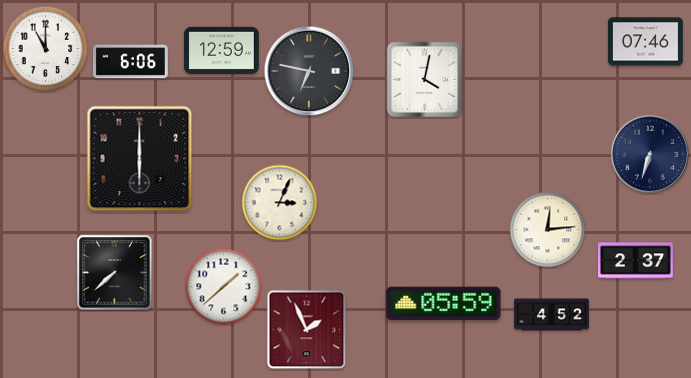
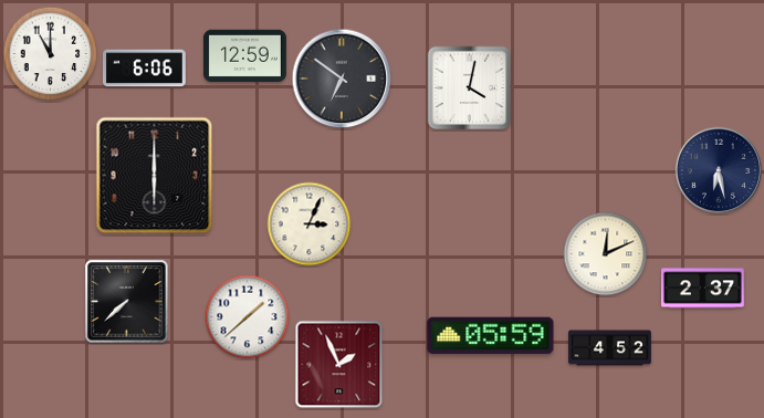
clock at (645, 42): 07:46 -> none
clock at (309, 71): 6:47 -> 6:51
clock at (650, 154): 6:33 -> 6:28
clock at (548, 230): 12:14 -> 12:11
